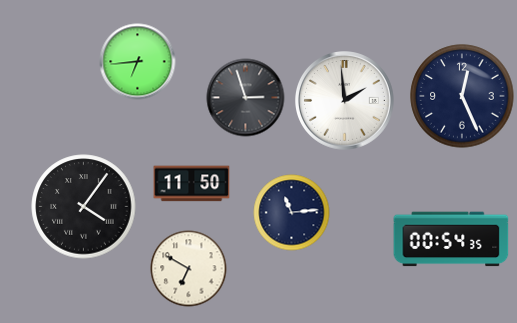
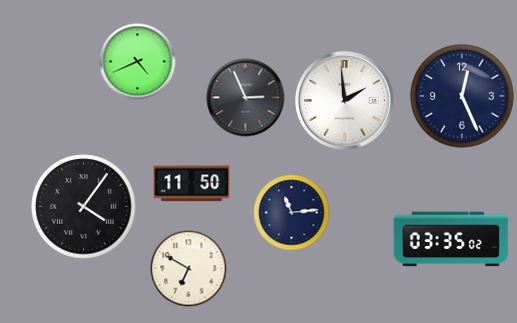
clock at (138, 62): 6:44 -> 4:41
clock at (246, 98): 2:57 -> 2:56
clock at (451, 239): 00:54 -> 03:35
